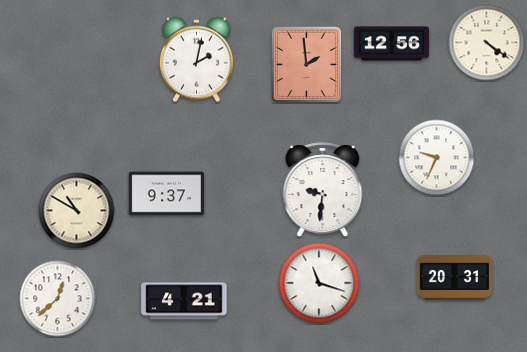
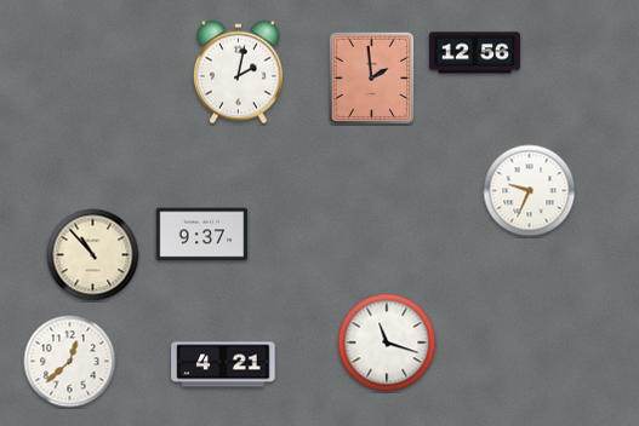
clock at (487, 43): 4:21 -> none
clock at (323, 190): 9:31 -> none
clock at (77, 211): 10:50 -> 10:53
clock at (455, 278): 20:31 -> none
